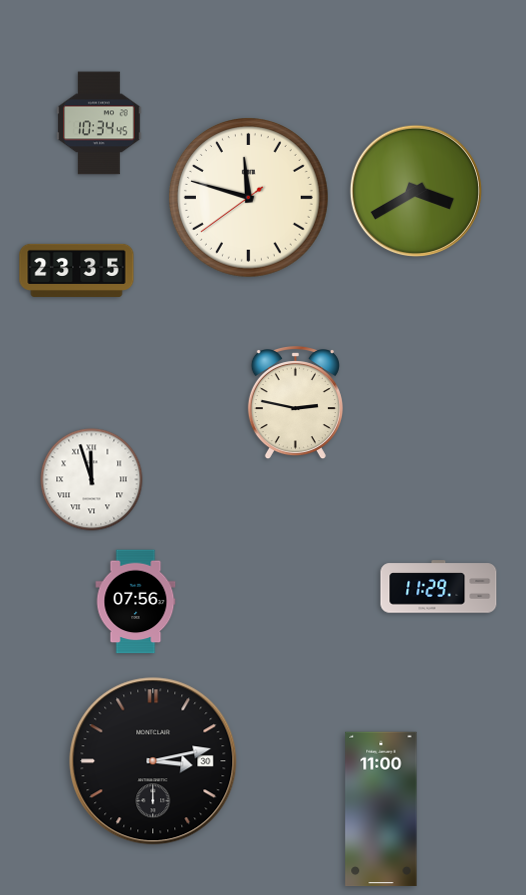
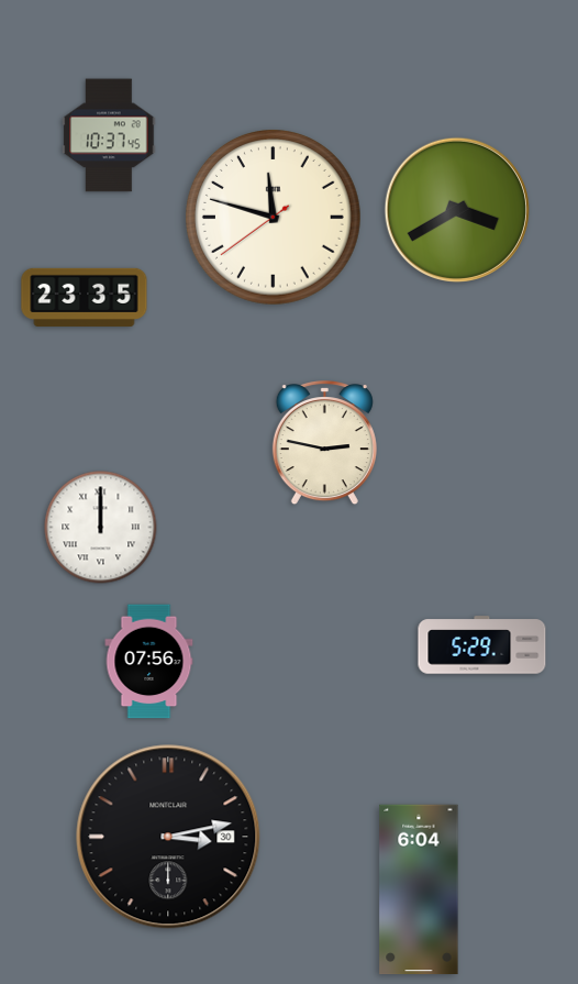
clock at (99, 123): 10:34 -> 10:37
clock at (92, 480): 11:57 -> 12:00
clock at (439, 587): 11:29 -> 5:29
clock at (381, 809): 11:00 -> 6:04
